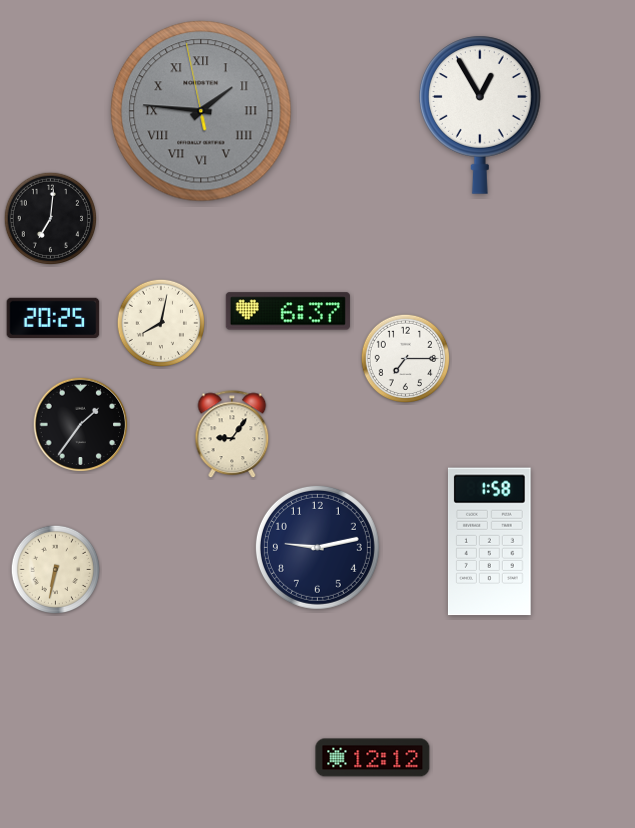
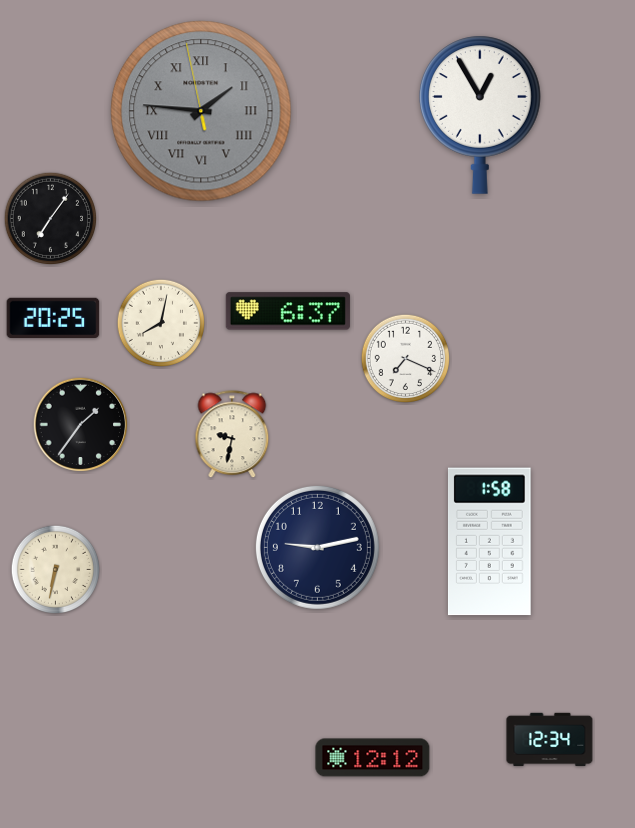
clock at (50, 218): 7:01 -> 7:06
clock at (405, 358): 7:15 -> 7:19
clock at (232, 435): 9:06 -> 9:32
clock at (550, 740): none -> 12:34
